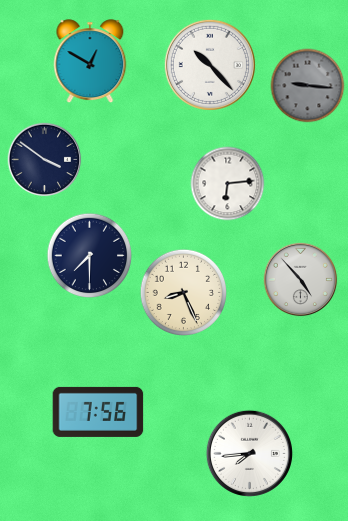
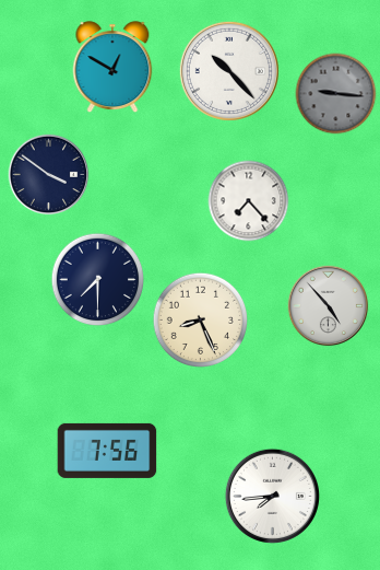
clock at (90, 62) position: (90, 62) -> (112, 68)
clock at (228, 184): 6:14 -> 7:23
